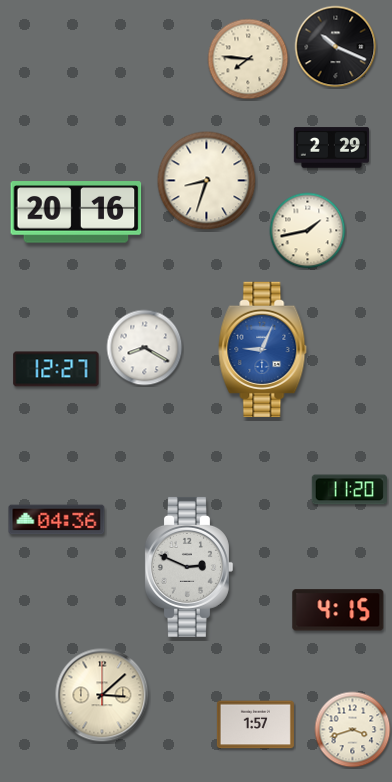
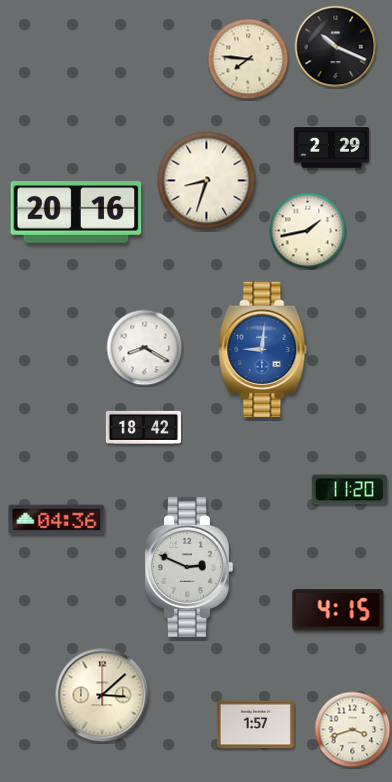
clock at (263, 349): 9:04 -> 9:01
clock at (56, 369): 12:27 -> none
clock at (143, 427): none -> 18:42
